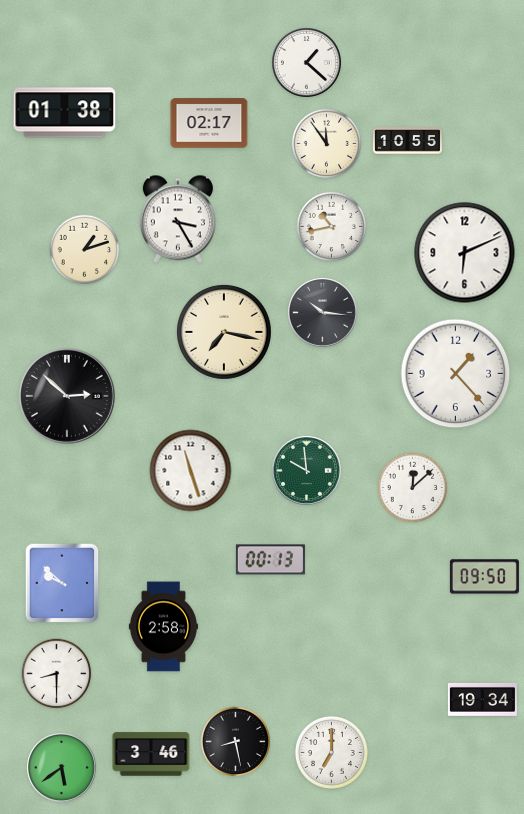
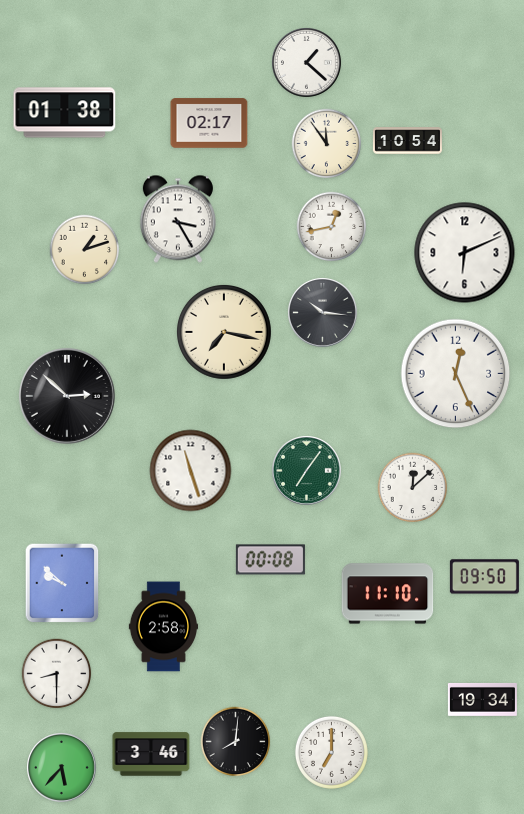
clock at (407, 141): 10:55 -> 10:54
clock at (332, 227): 10:43 -> 12:43
clock at (456, 374): 1:23 -> 12:26
clock at (307, 471): 9:59 -> 7:06
clock at (270, 560): 00:13 -> 00:08
clock at (388, 594): none -> 11:10
clock at (236, 742): 8:28 -> 8:01
clock at (62, 768): 5:39 -> 5:37
